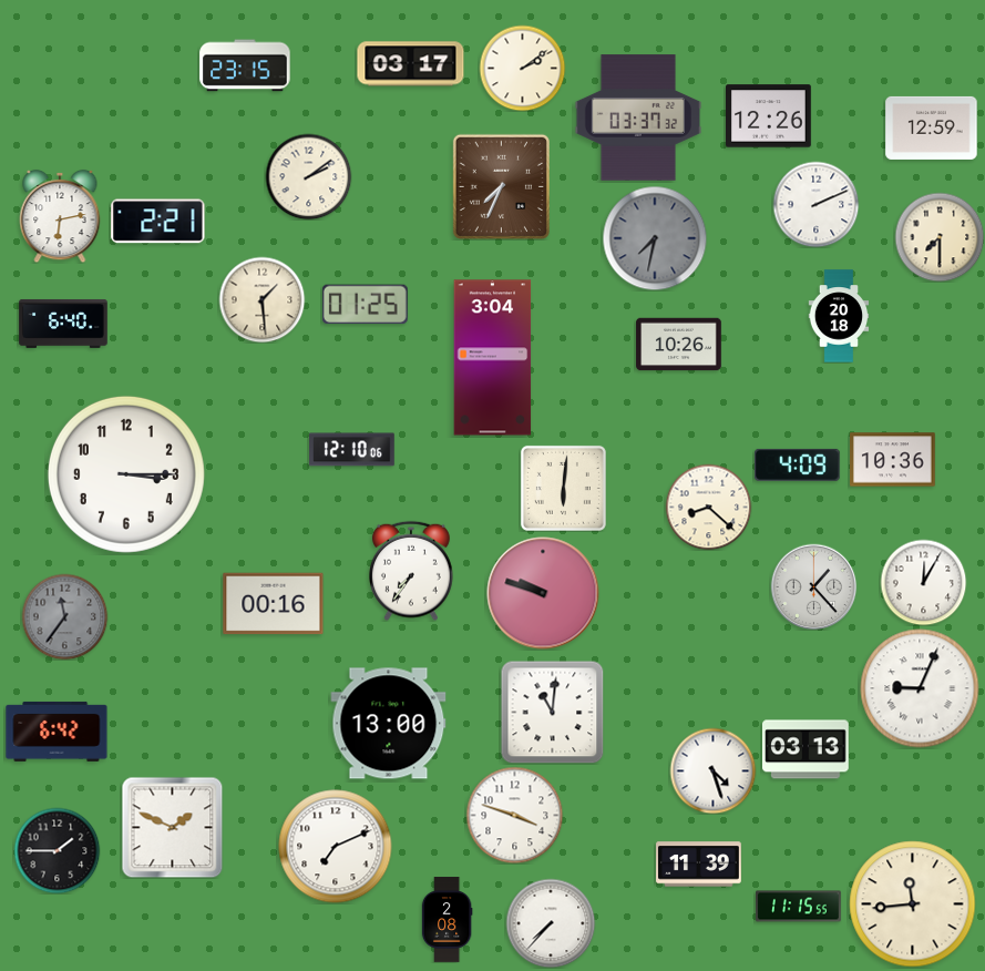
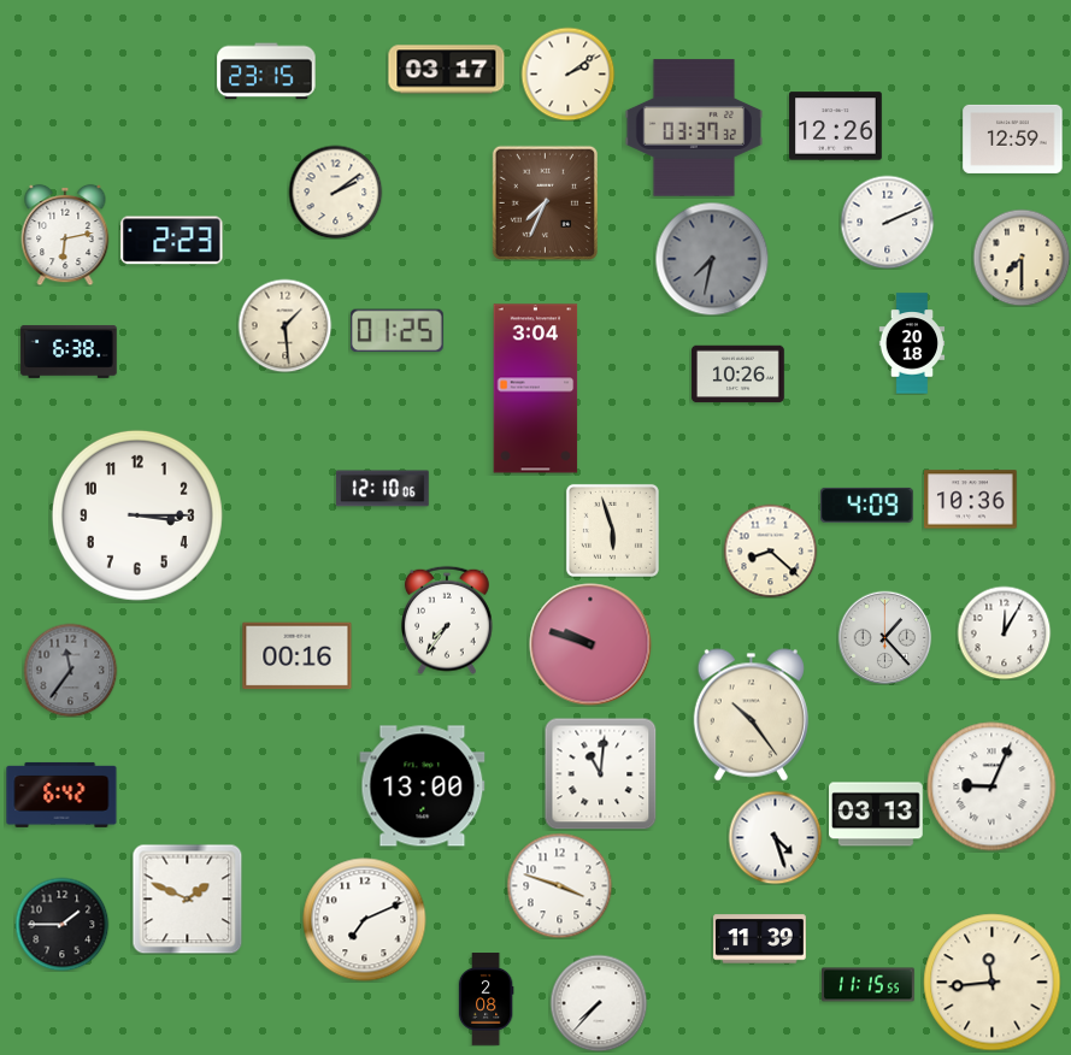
clock at (158, 222): 2:21 -> 2:23
clock at (63, 324): 6:40 -> 6:38
clock at (563, 488): 6:01 -> 5:57
clock at (751, 715): none -> 10:24
clock at (920, 688) position: (920, 688) -> (991, 786)
